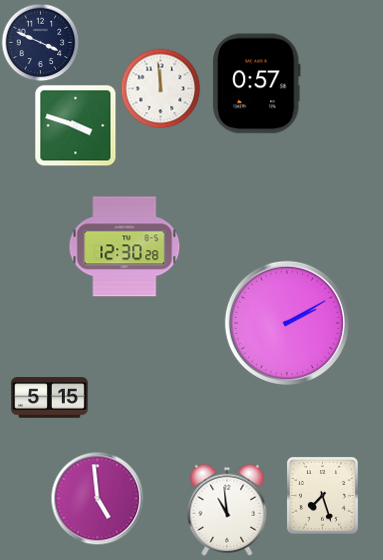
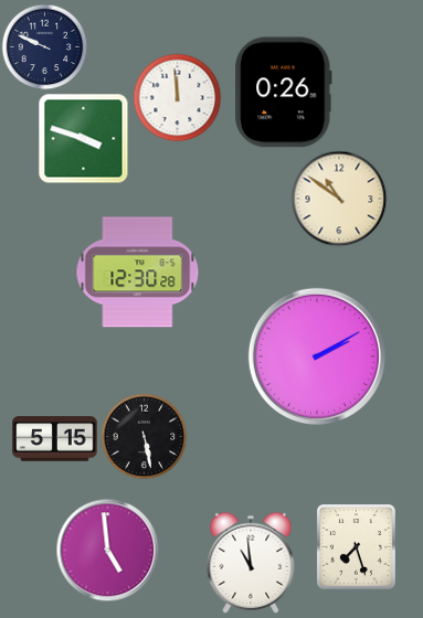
clock at (40, 42): 3:49 -> 9:49
clock at (257, 84): 0:57 -> 0:26
clock at (339, 199): none -> 10:51
clock at (144, 436): none -> 5:28
